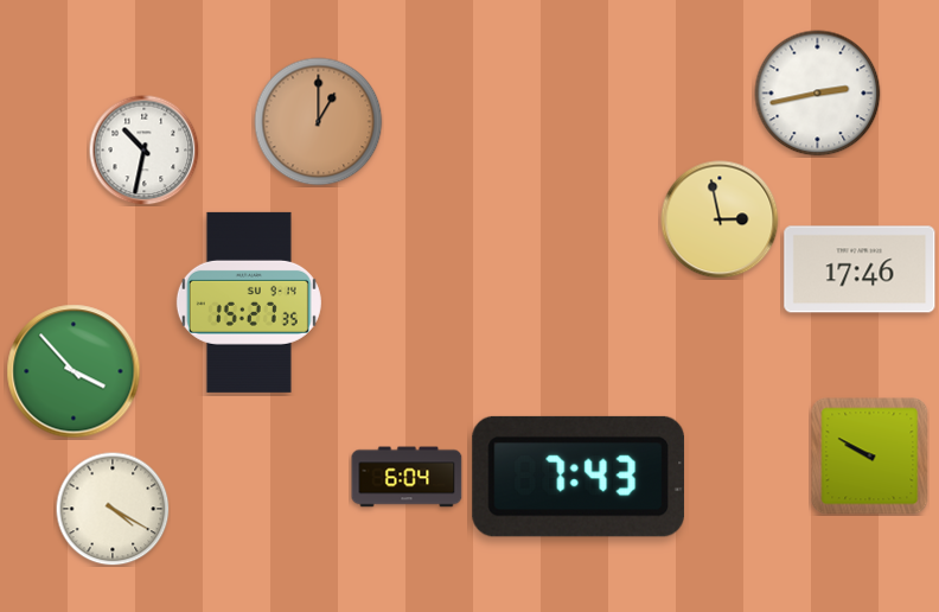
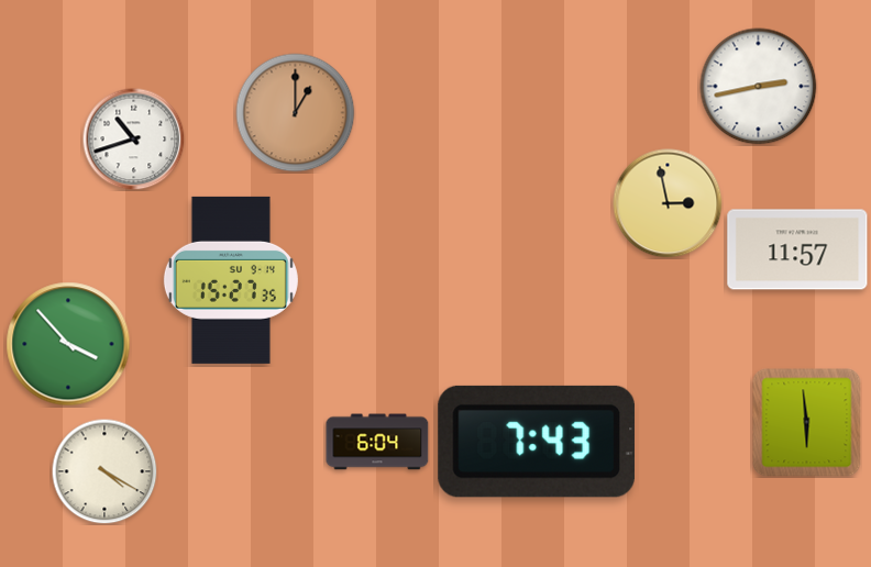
clock at (143, 149): 10:32 -> 10:42
clock at (860, 269): 17:46 -> 11:57
clock at (870, 457): 9:50 -> 5:59
